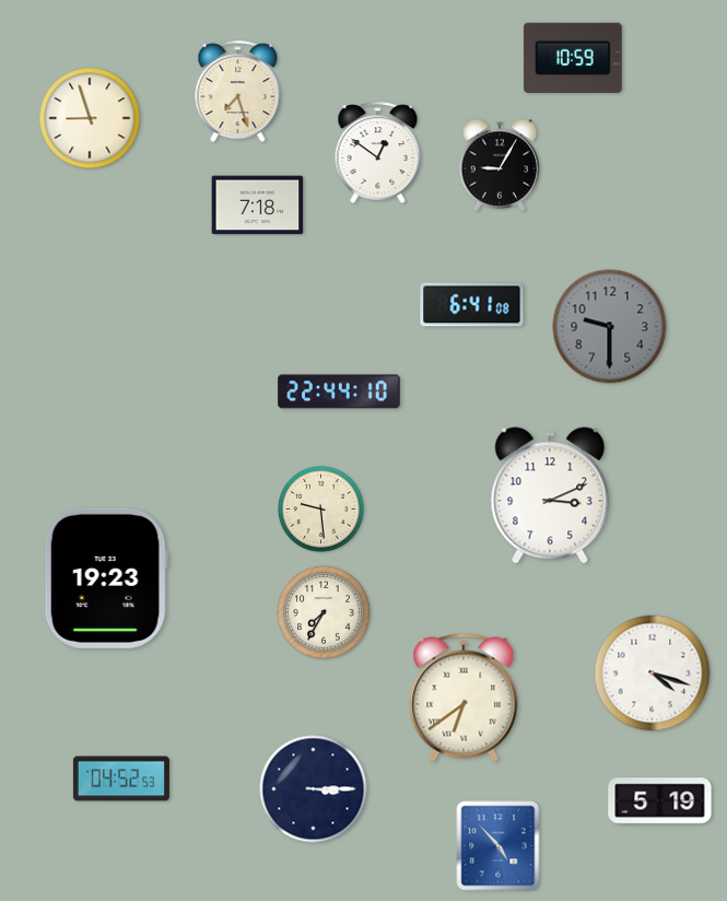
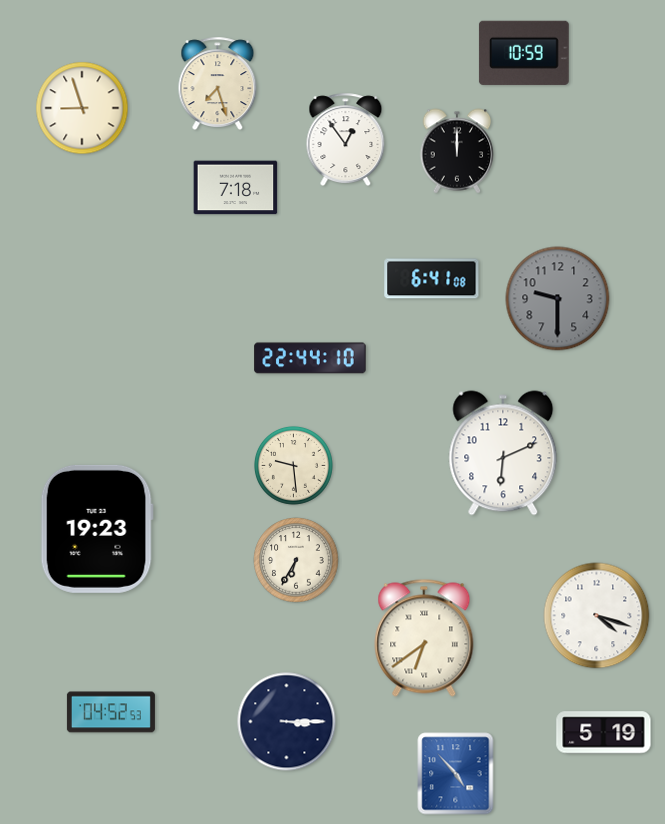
clock at (378, 153): 12:51 -> 12:54
clock at (500, 165): 9:05 -> 12:00
clock at (550, 495): 3:11 -> 6:11
clock at (324, 612): 7:35 -> 6:35
